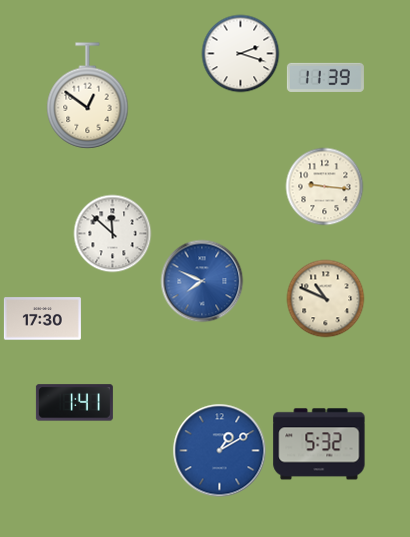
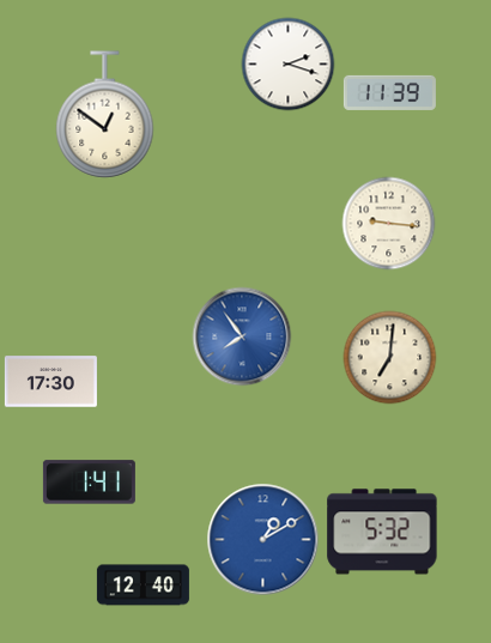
clock at (112, 233): 11:52 -> none
clock at (202, 281): 7:49 -> 7:54
clock at (325, 298): 10:49 -> 7:01
clock at (143, 586): none -> 12:40
